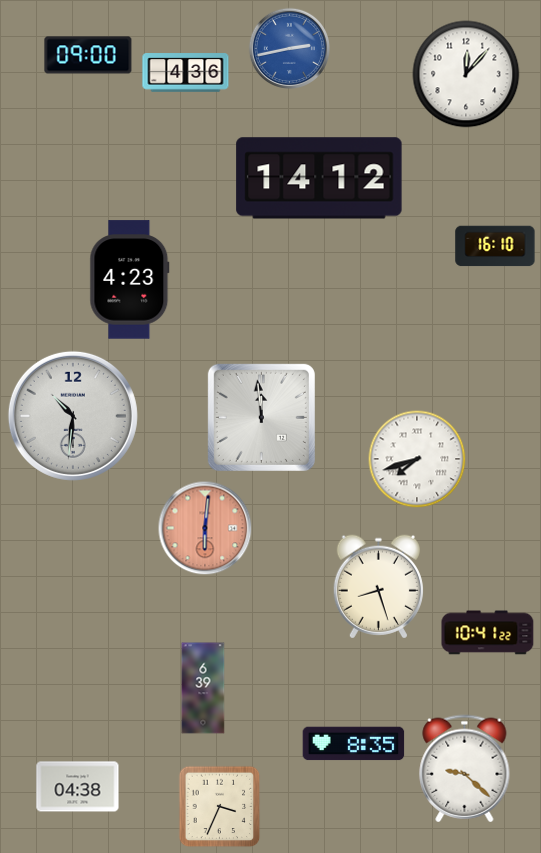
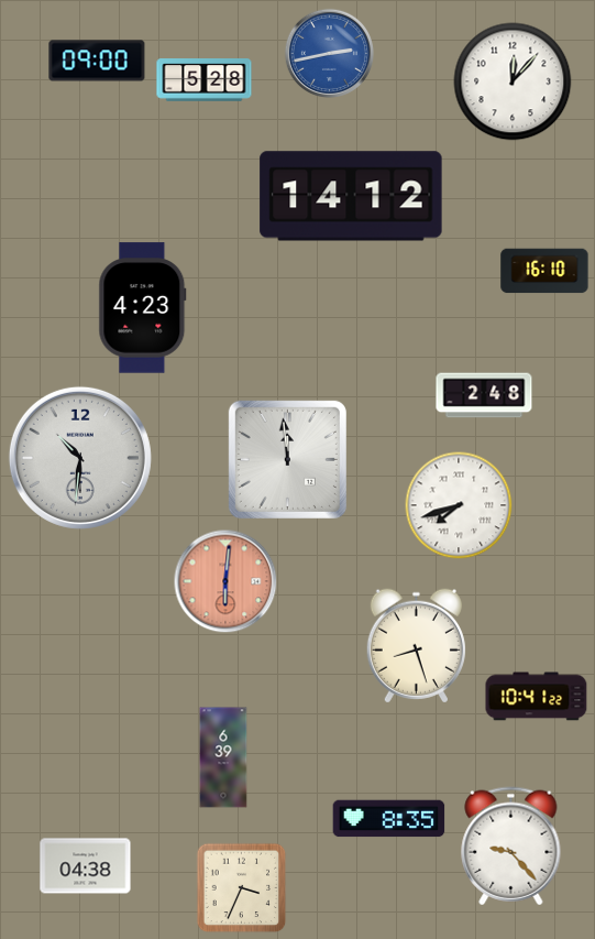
clock at (289, 48) position: (289, 48) -> (329, 53)
clock at (186, 73): 4:36 -> 5:28
clock at (484, 395): none -> 2:48
clock at (465, 769): 9:22 -> 9:23
